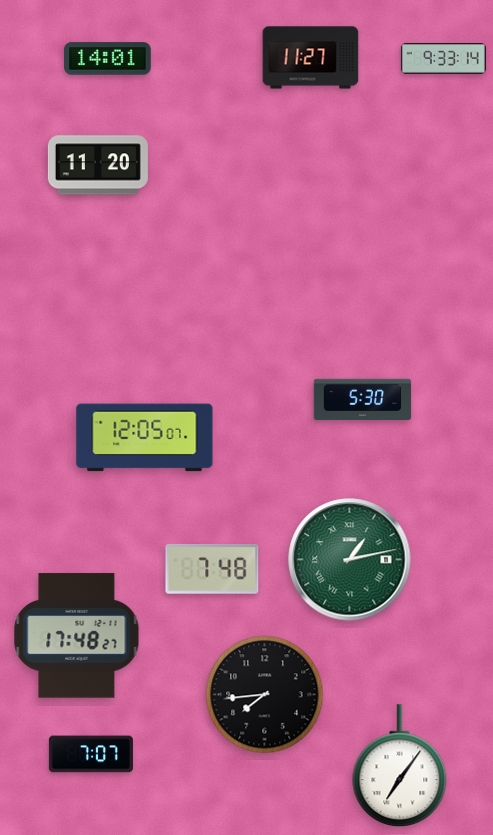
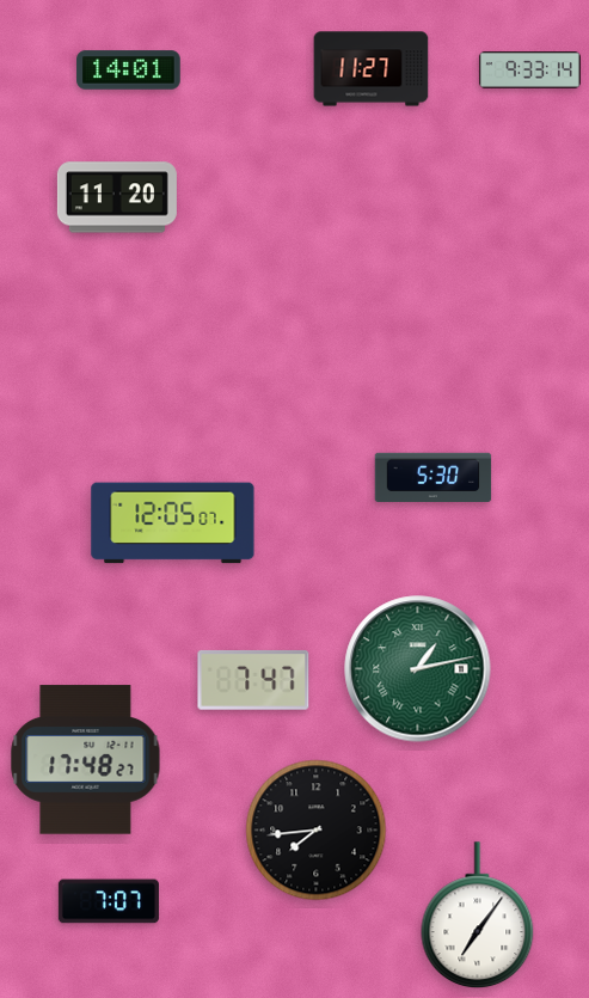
clock at (212, 569): 7:48 -> 7:47
clock at (77, 636) position: (77, 636) -> (86, 760)
